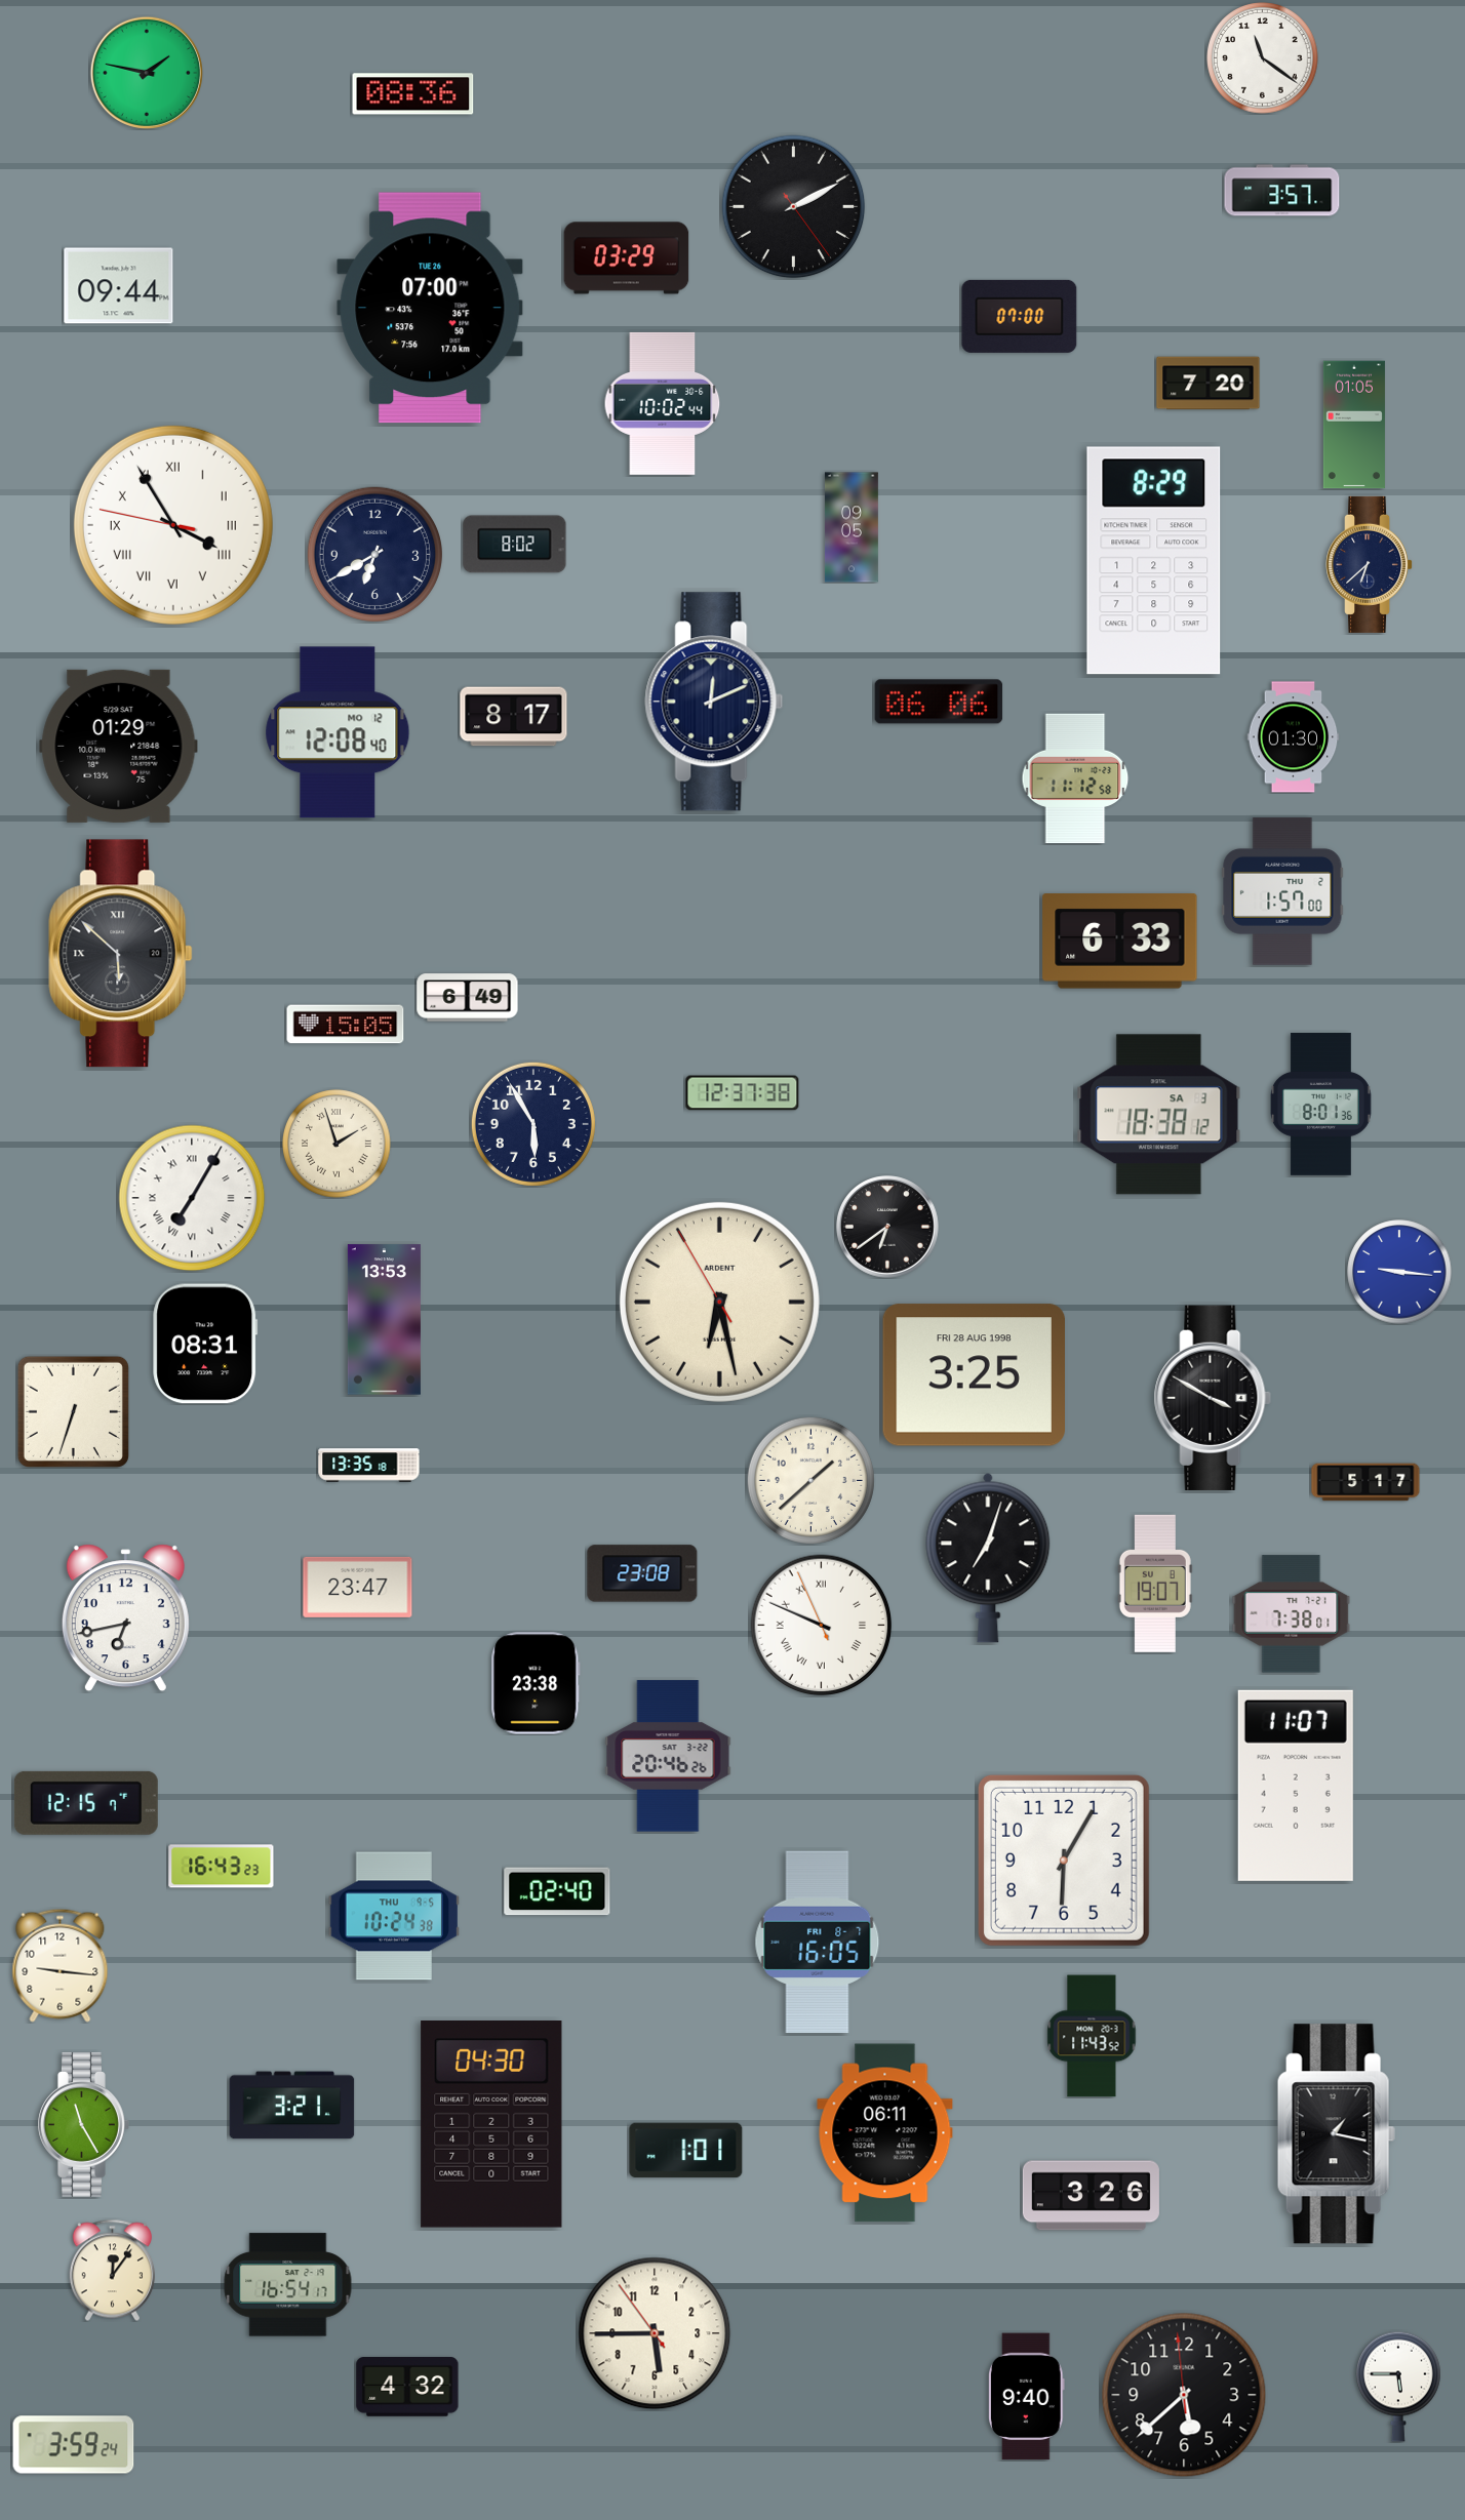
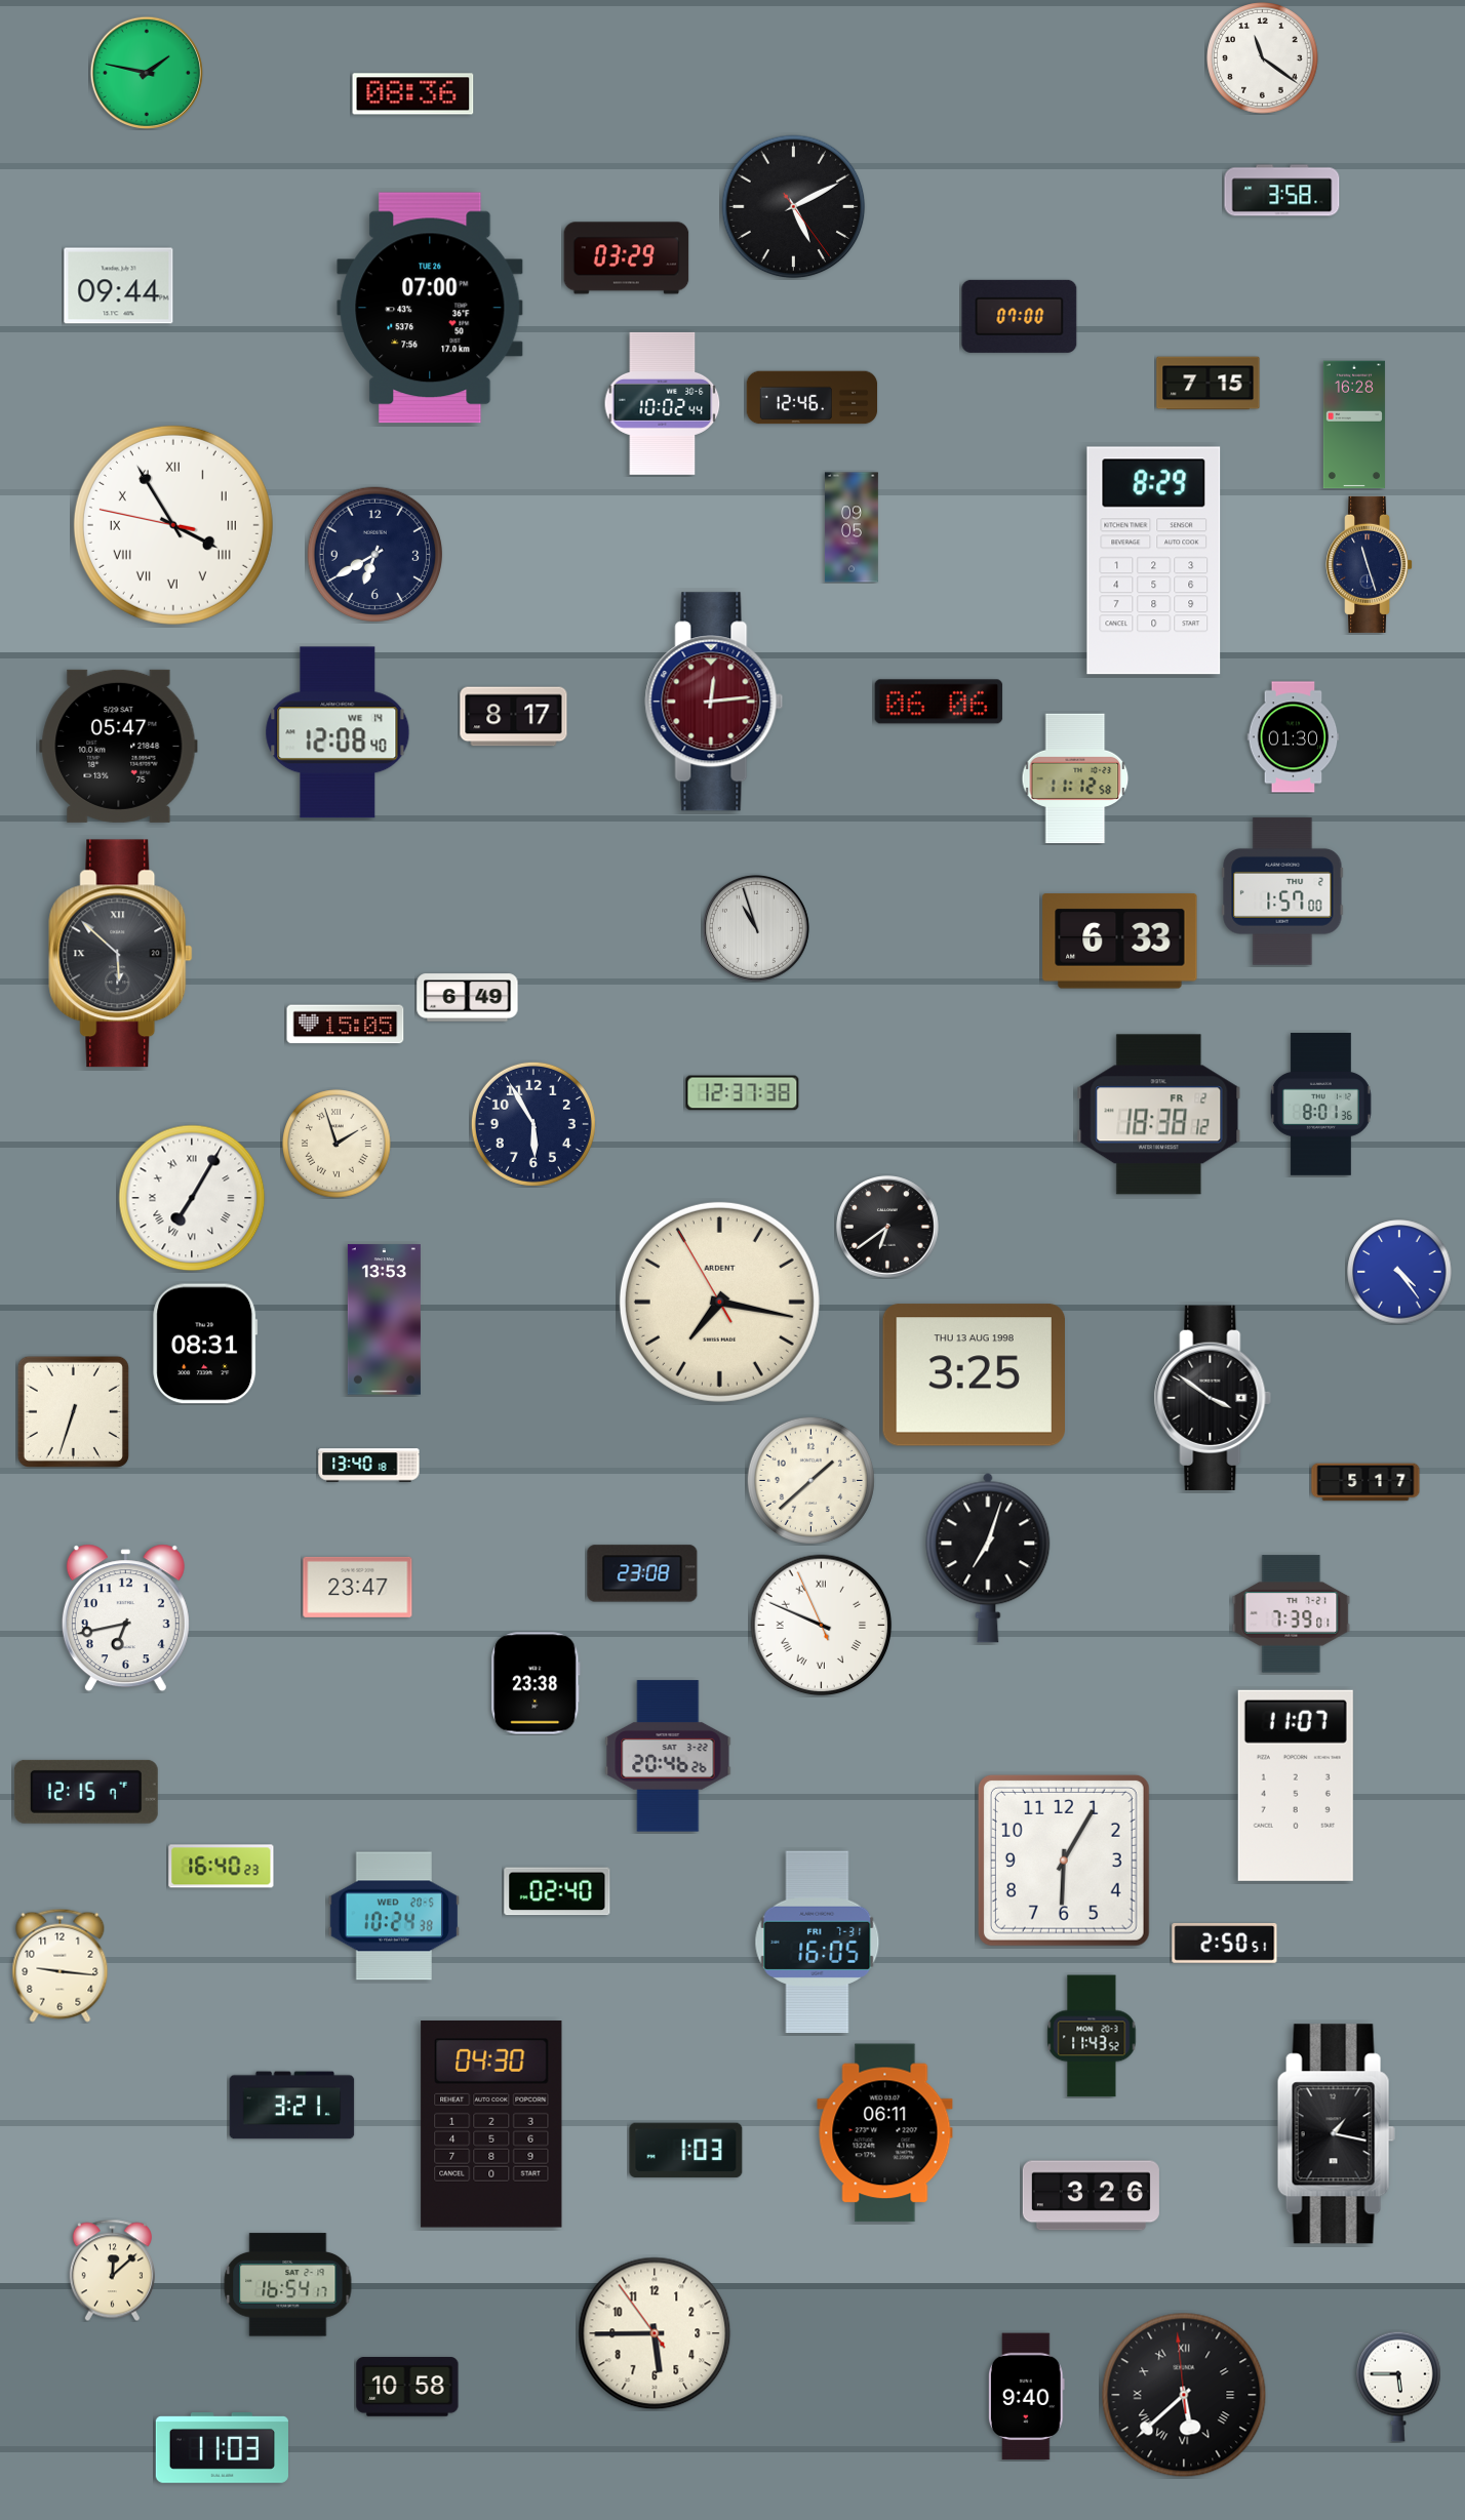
clock at (1282, 191): 3:57 -> 3:58
clock at (794, 207): 2:10 -> 5:10
clock at (1209, 384): 7:20 -> 7:15
clock at (813, 398): none -> 12:46
clock at (1354, 425): 01:05 -> 16:28
clock at (515, 545): 8:02 -> none
clock at (1370, 564): 6:38 -> 11:27
clock at (714, 702): 12:11 -> 12:14
clock at (714, 702) dial: navy -> burgundy
clock at (338, 732) date: MO 12 -> WE 14
clock at (119, 746): 01:29 -> 05:47
clock at (756, 928): none -> 10:57
clock at (1159, 1115) date: SA 3 -> FR 2
clock at (1399, 1272): 9:16 -> 4:24
clock at (719, 1302): 6:27 -> 7:16
clock at (974, 1375) date: FRI 28 AUG 1998 -> THU 13 AUG 1998
clock at (1213, 1398): 3:50 -> 3:51
clock at (369, 1466): 13:35 -> 13:40
clock at (1155, 1584): 19:07 -> none
clock at (1292, 1614): 7:38 -> 7:39
clock at (86, 1803) position: (86, 1803) -> (86, 1792)
clock at (222, 1867): 16:43 -> 16:40
clock at (394, 1916) date: THU 9-5 -> WED 20-5
clock at (818, 1943) date: FRI 8-7 -> FRI 7-31
clock at (1225, 1944): none -> 2:50
clock at (84, 2124): 11:25 -> none
clock at (686, 2151): 1:01 -> 1:03
clock at (112, 2270): 12:06 -> 12:08
clock at (407, 2388): 4:32 -> 10:58
clock at (1184, 2395) numerals: Arabic -> Roman
clock at (74, 2445): 3:59 -> none
clock at (222, 2448): none -> 11:03
